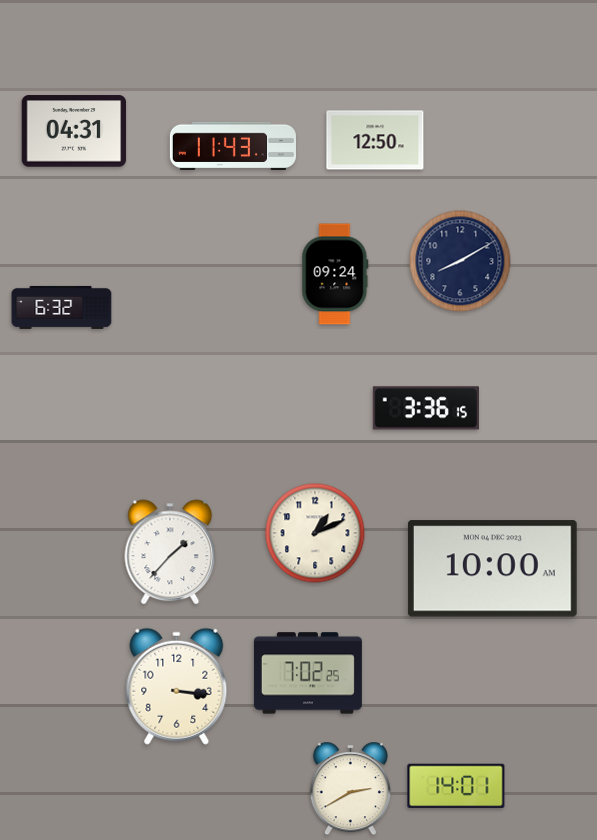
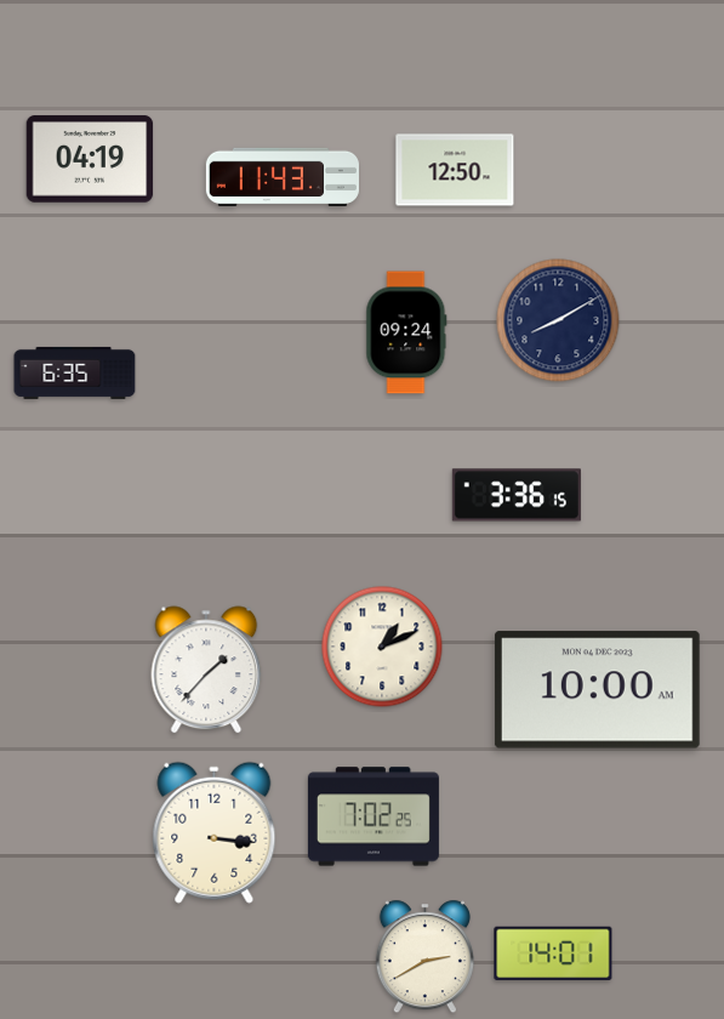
clock at (74, 131): 04:31 -> 04:19
clock at (460, 261) position: (460, 261) -> (558, 320)
clock at (62, 307): 6:32 -> 6:35
